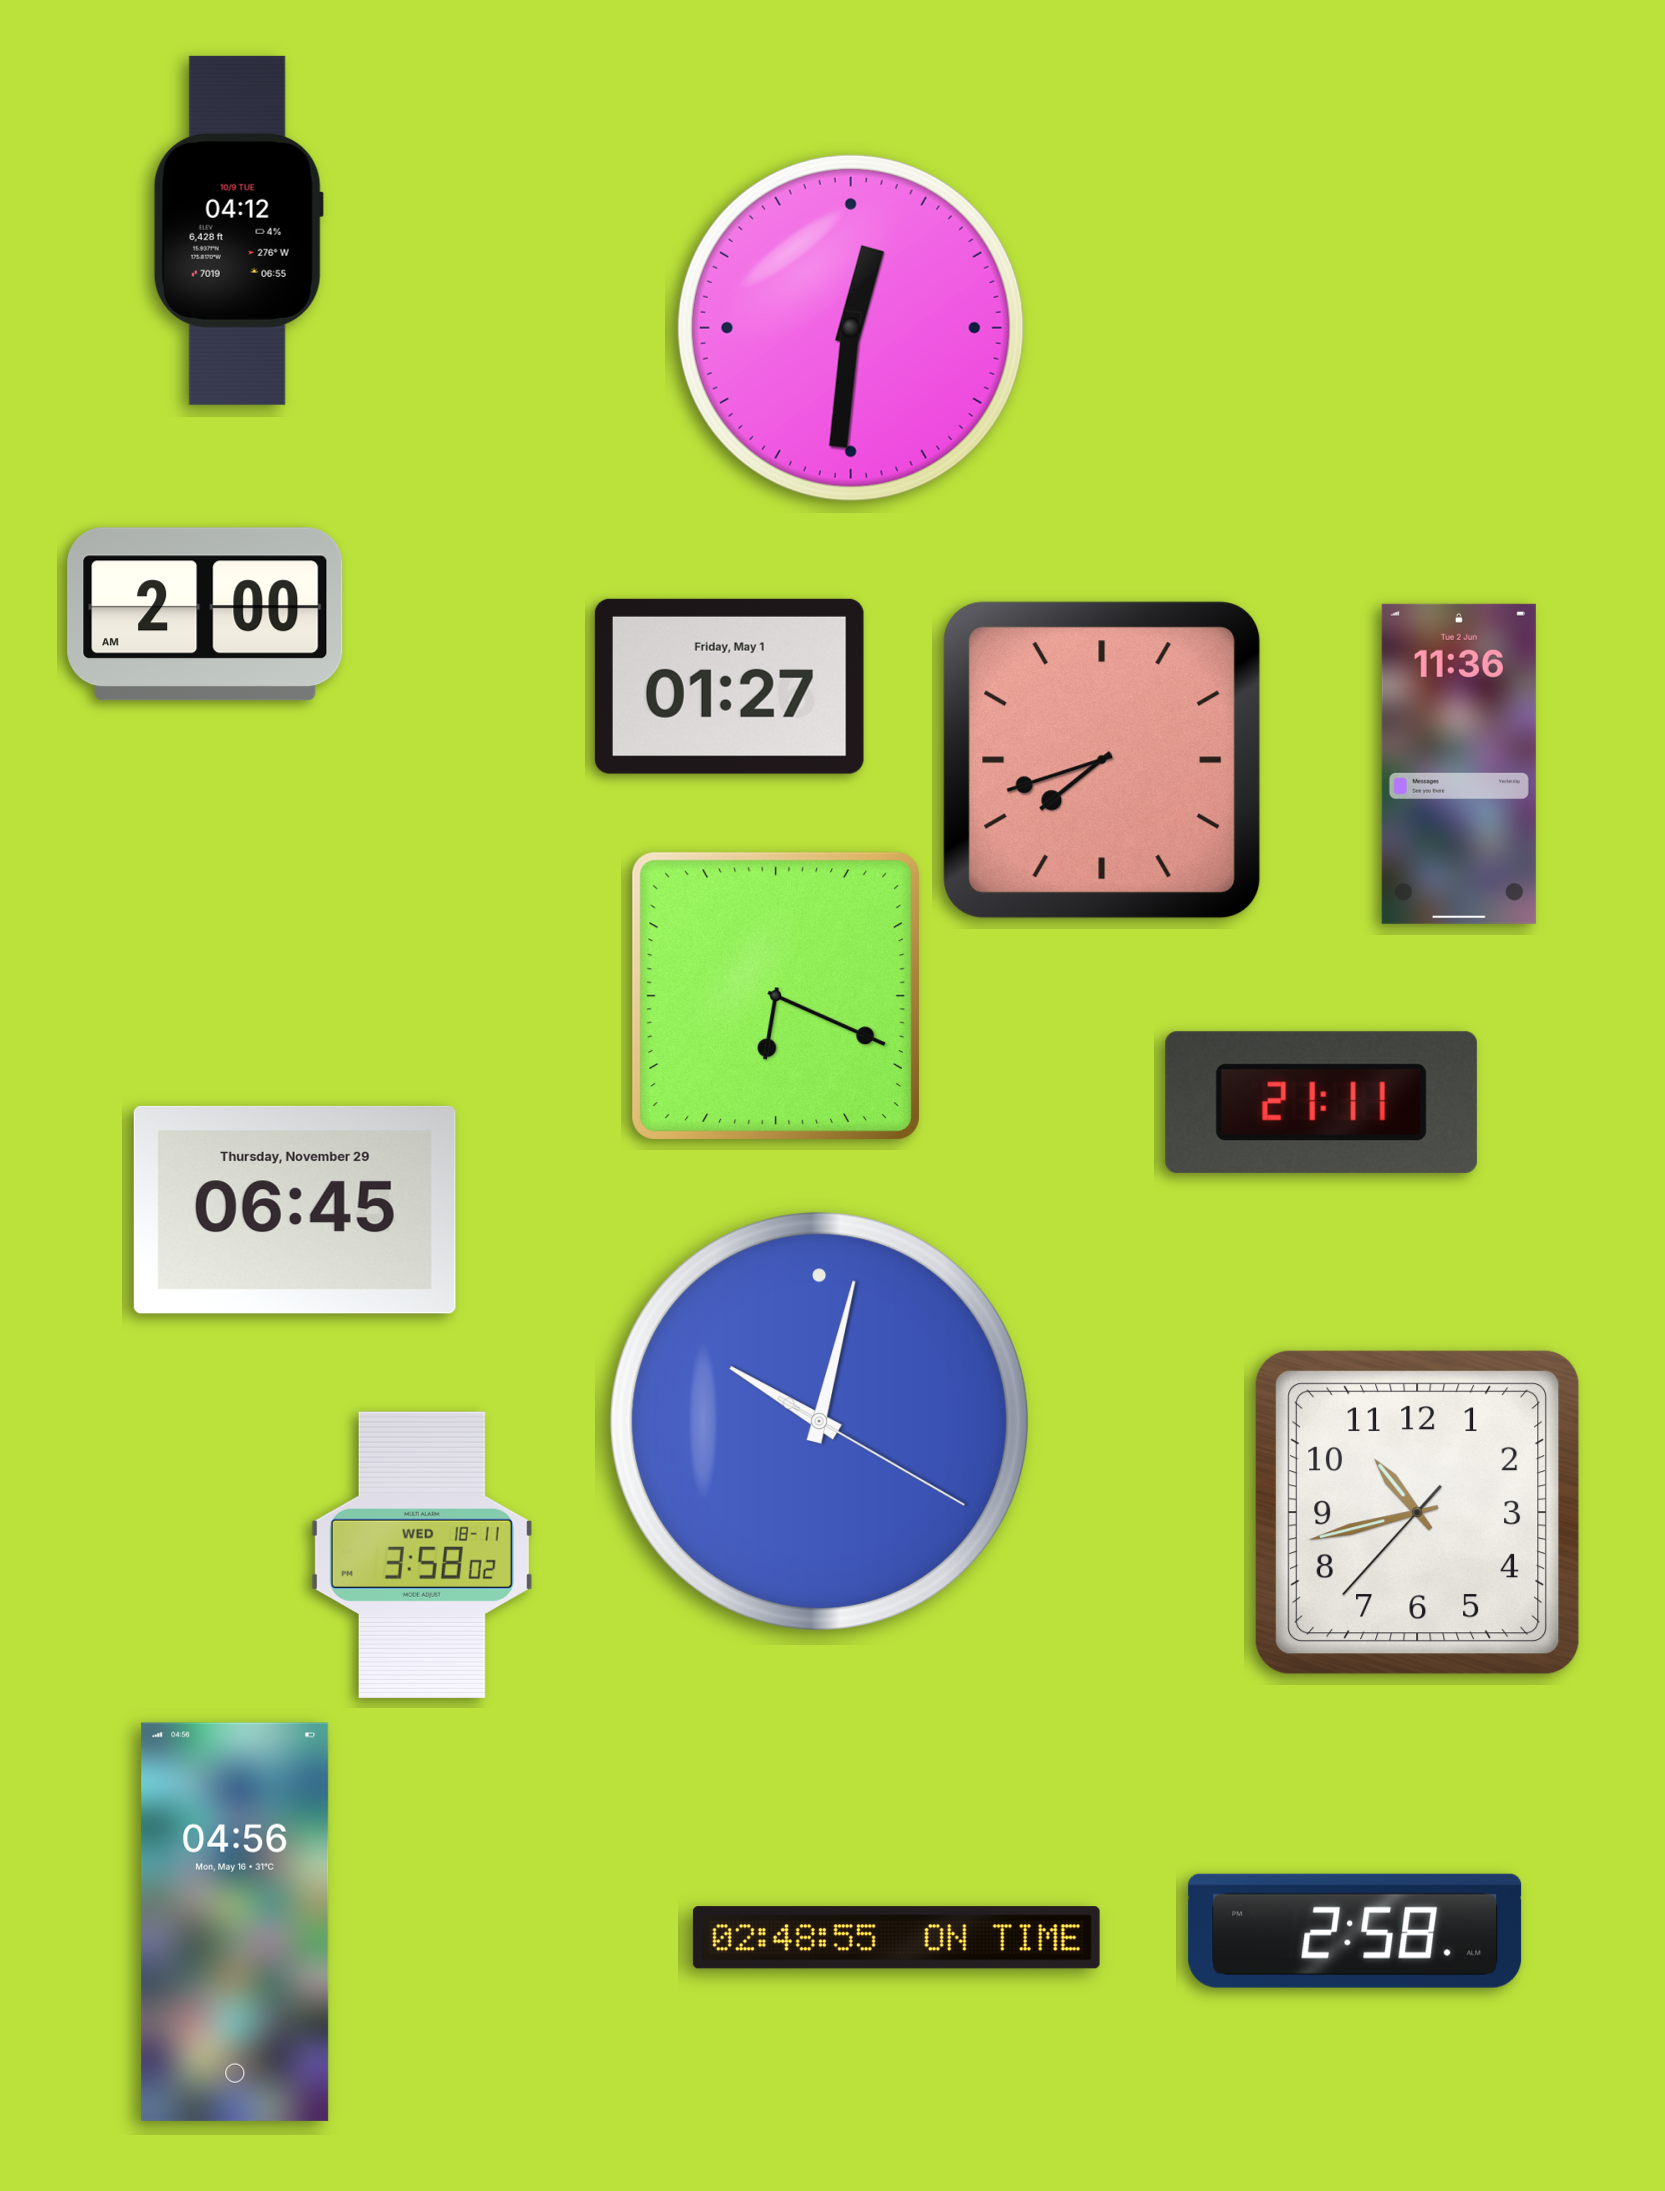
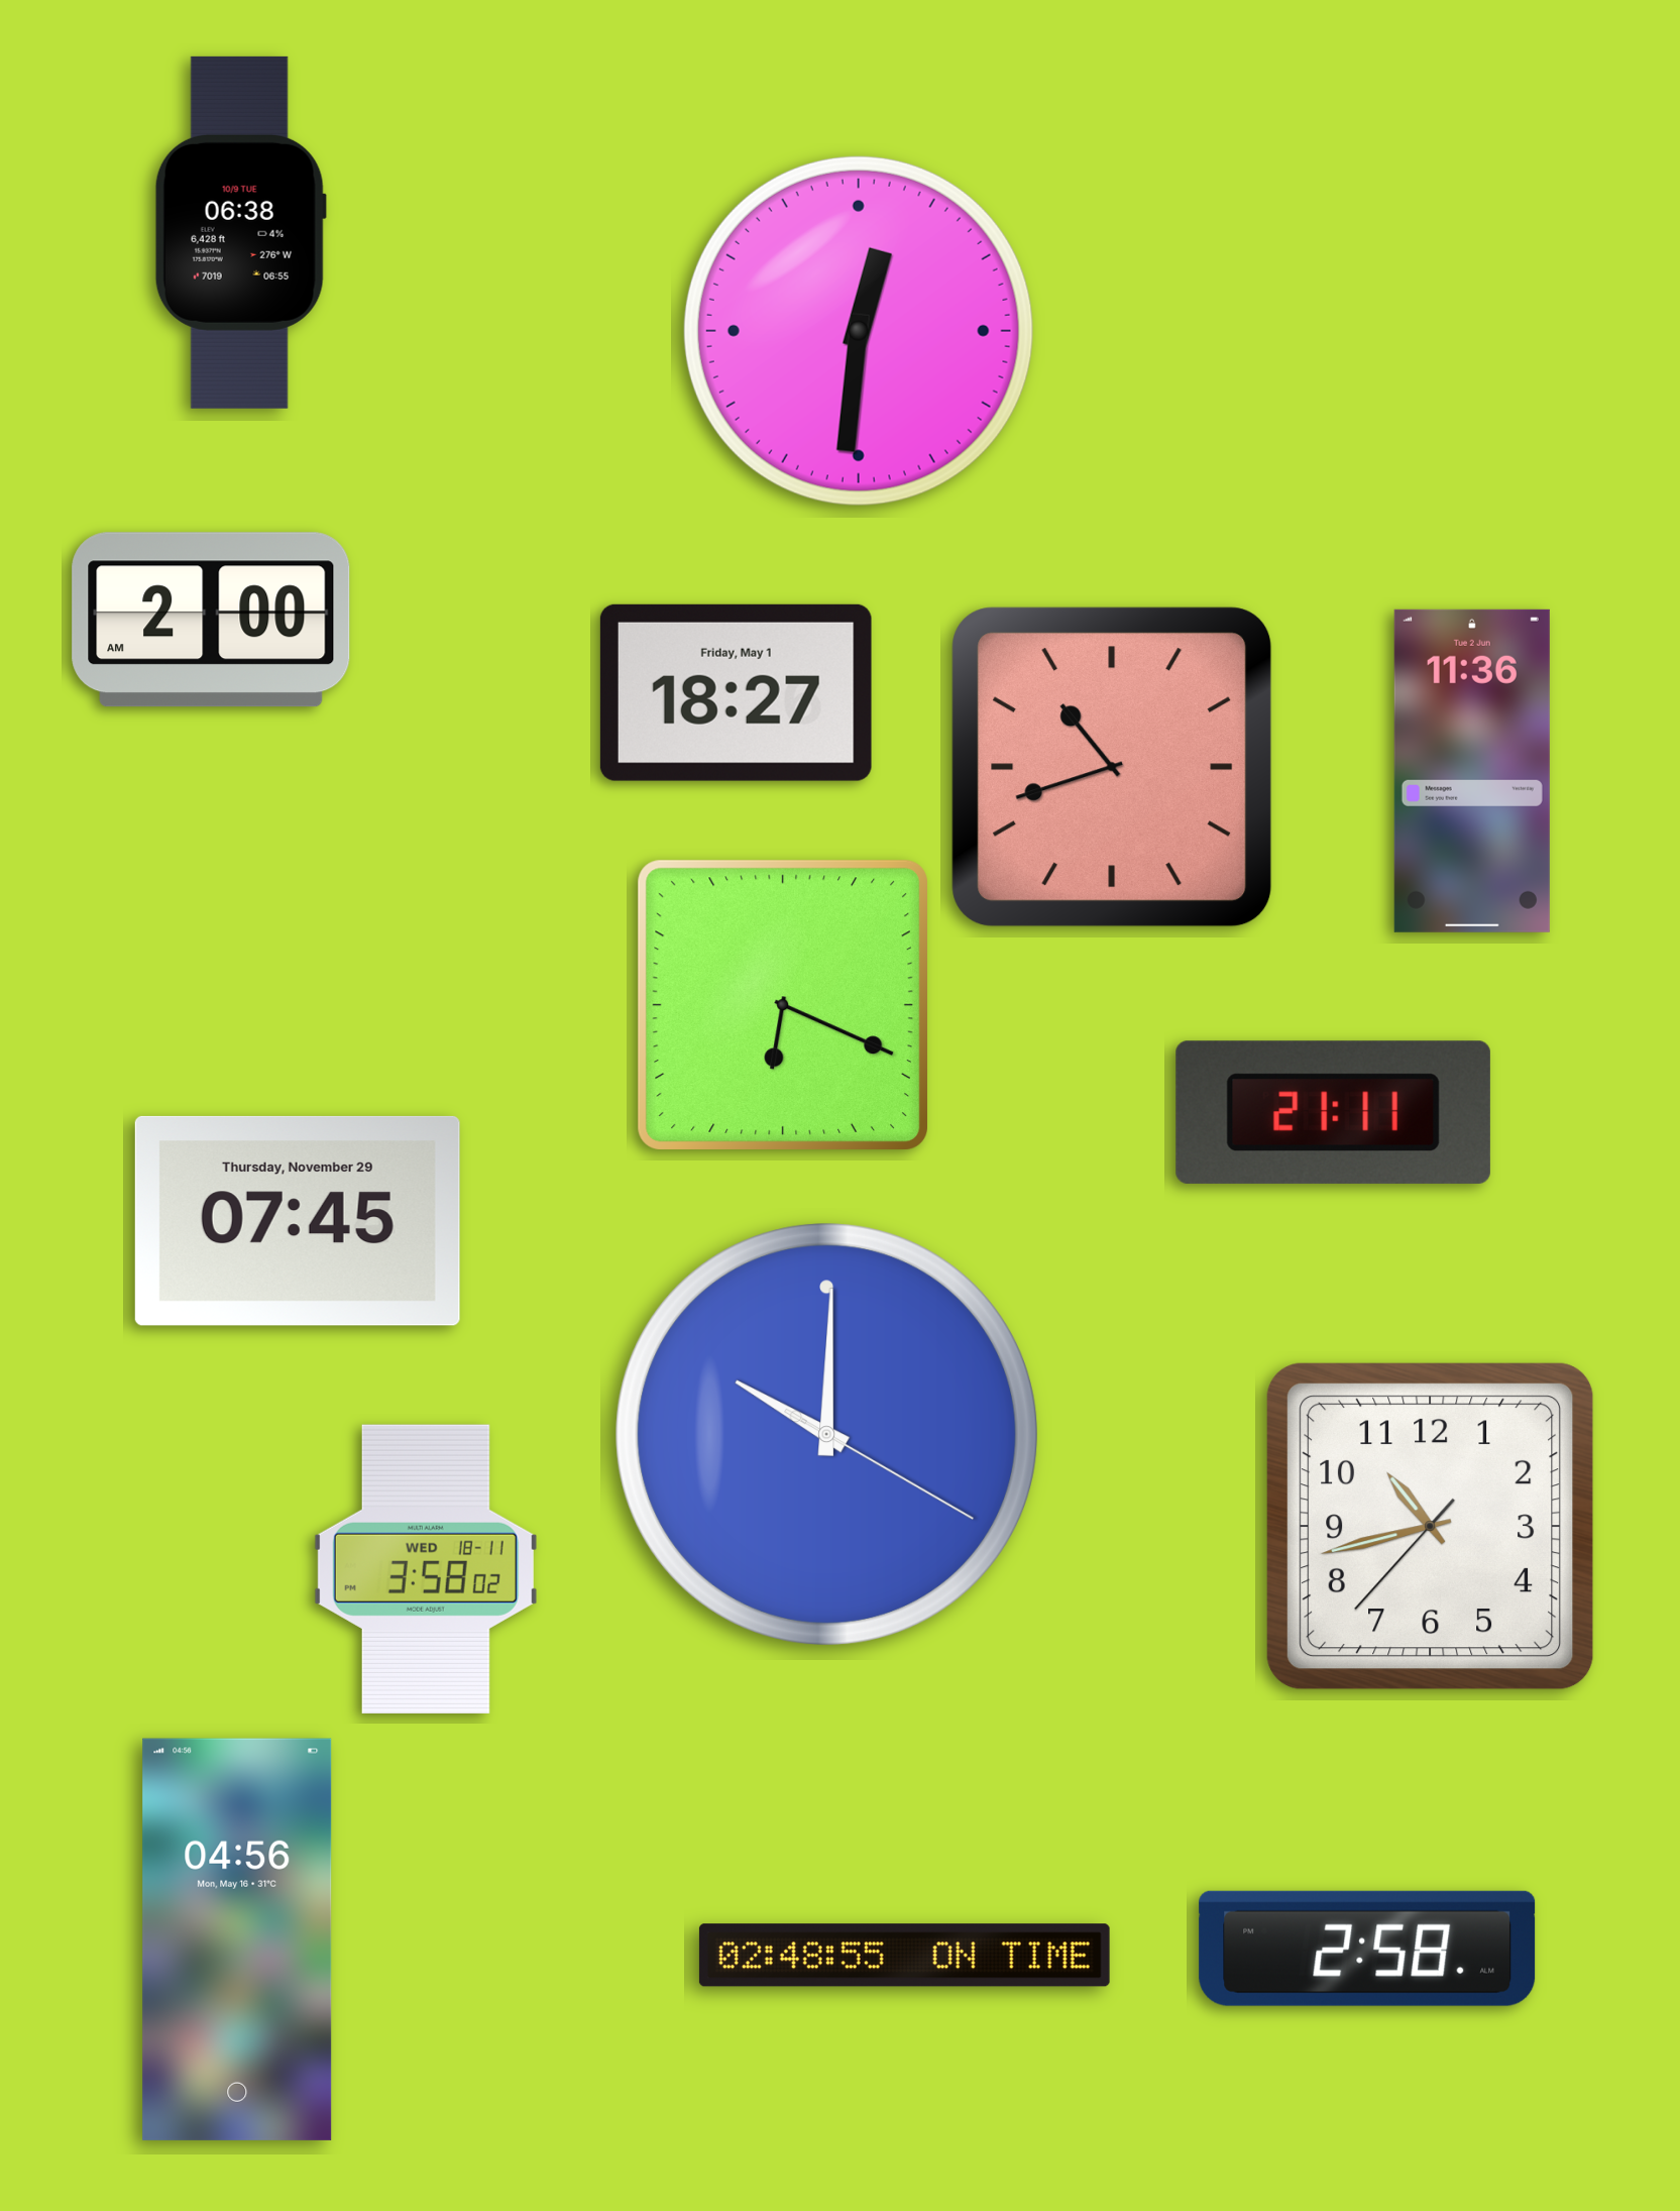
clock at (238, 230): 04:12 -> 06:38
clock at (205, 614) position: (205, 614) -> (211, 620)
clock at (729, 686): 01:27 -> 18:27
clock at (1102, 760): 7:42 -> 10:42
clock at (295, 1210): 06:45 -> 07:45
clock at (819, 1421): 10:02 -> 10:00
